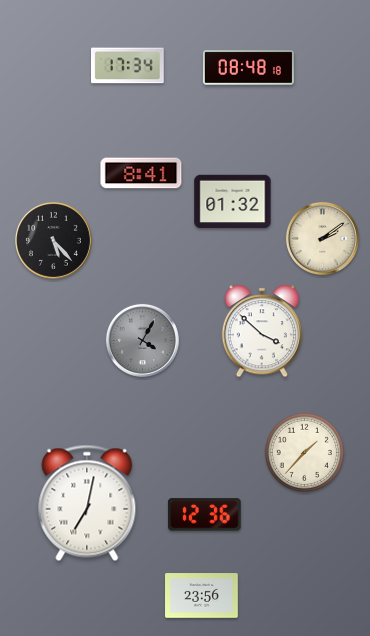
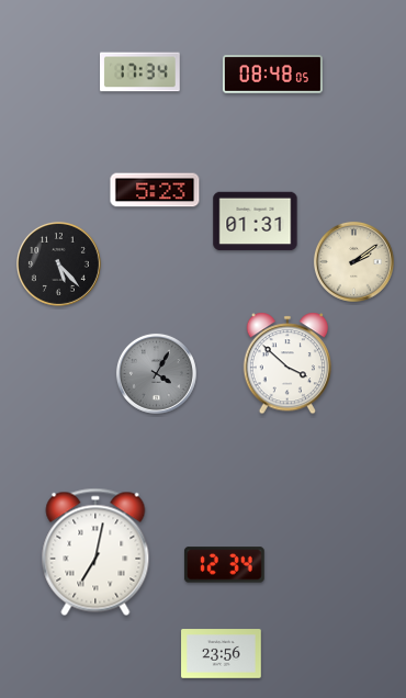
clock at (248, 68): 08:48:18 -> 08:48:05
clock at (141, 173): 8:41 -> 5:23
clock at (233, 202): 01:32 -> 01:31
clock at (304, 452): 1:37 -> none
clock at (205, 515): 12:36 -> 12:34
